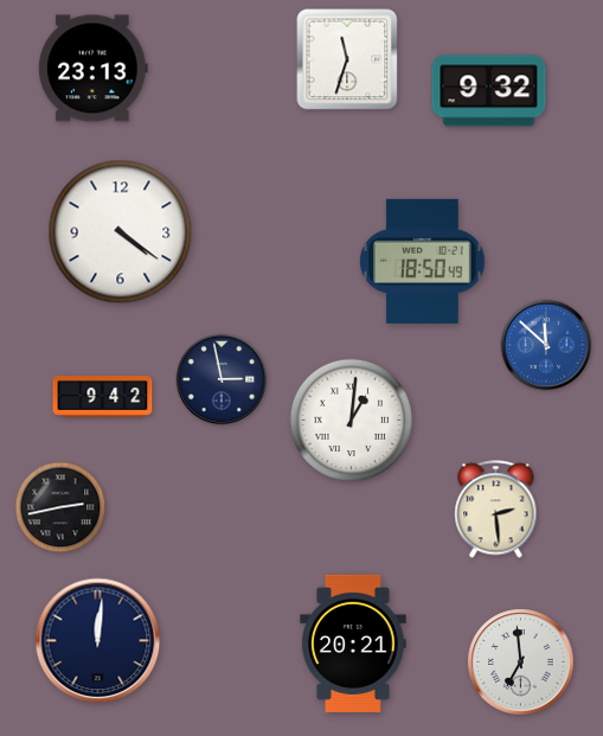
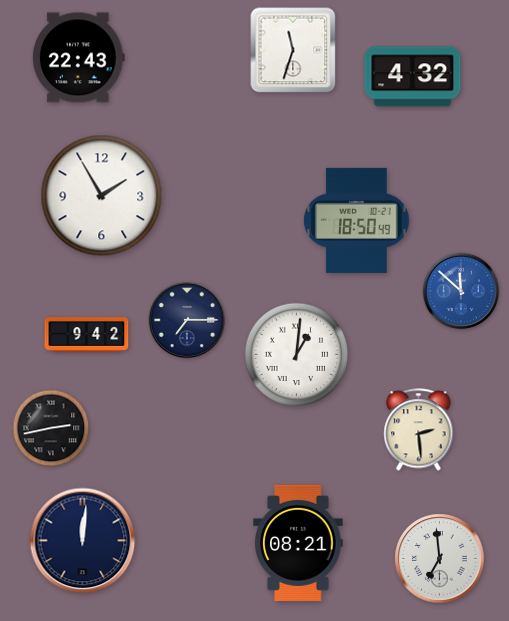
clock at (92, 69): 23:13 -> 22:43
clock at (489, 91): 9:32 -> 4:32
clock at (121, 232): 4:21 -> 1:55
clock at (222, 379): 2:58 -> 7:15
clock at (353, 644): 20:21 -> 08:21
